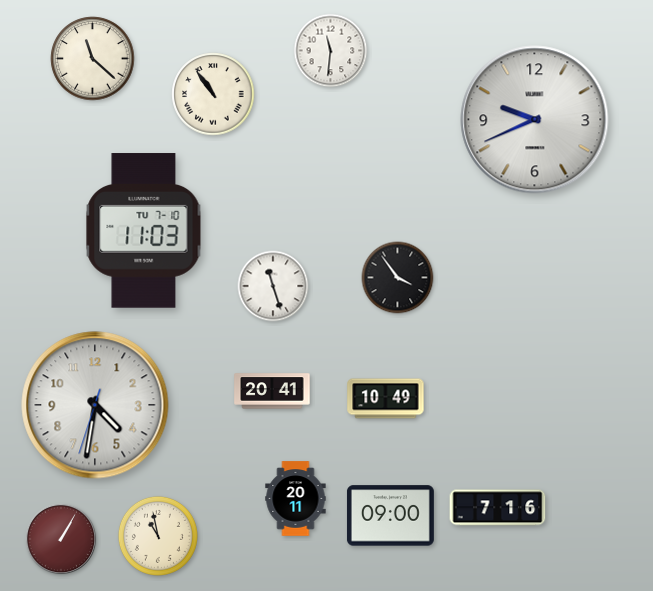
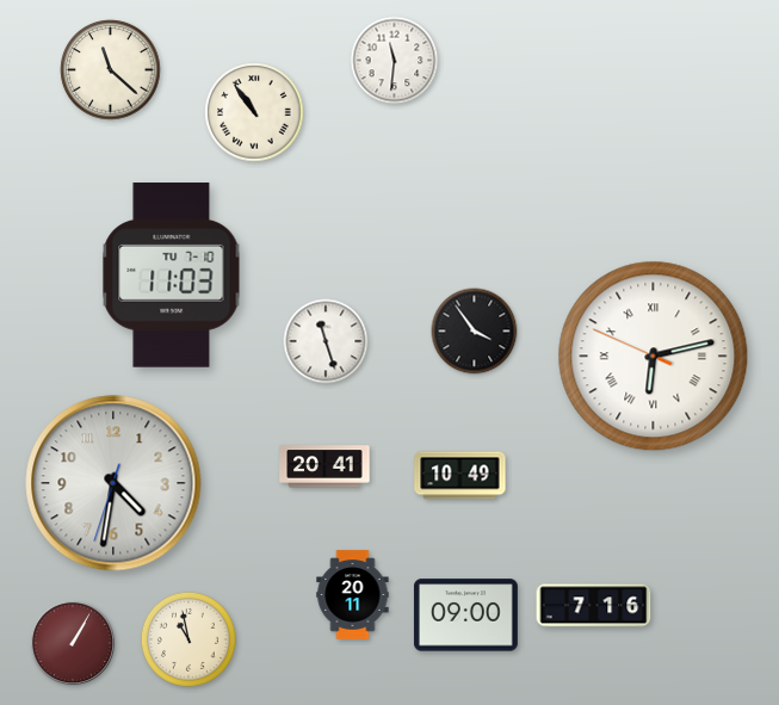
clock at (535, 120): 9:41 -> none
clock at (654, 357): none -> 6:12
